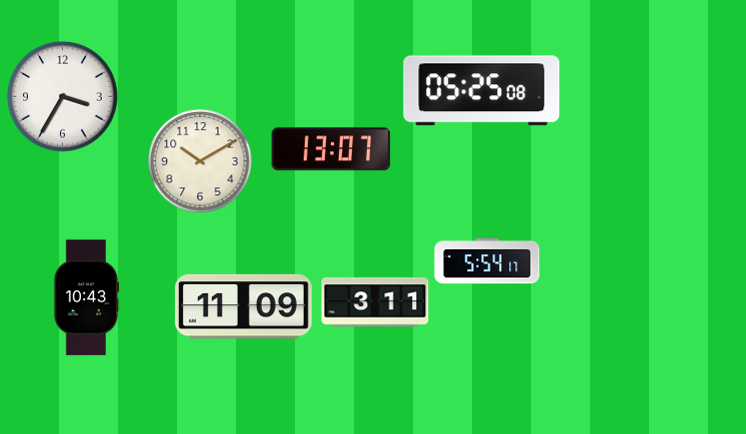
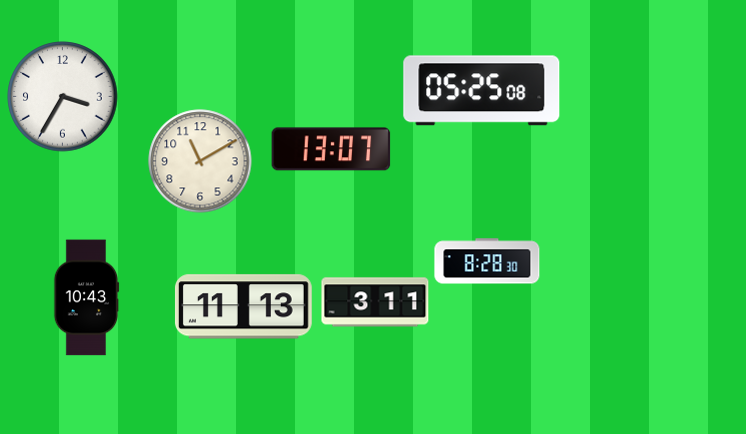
clock at (200, 161): 10:10 -> 11:10
clock at (487, 261): 5:54 -> 8:28
clock at (243, 307): 11:09 -> 11:13
